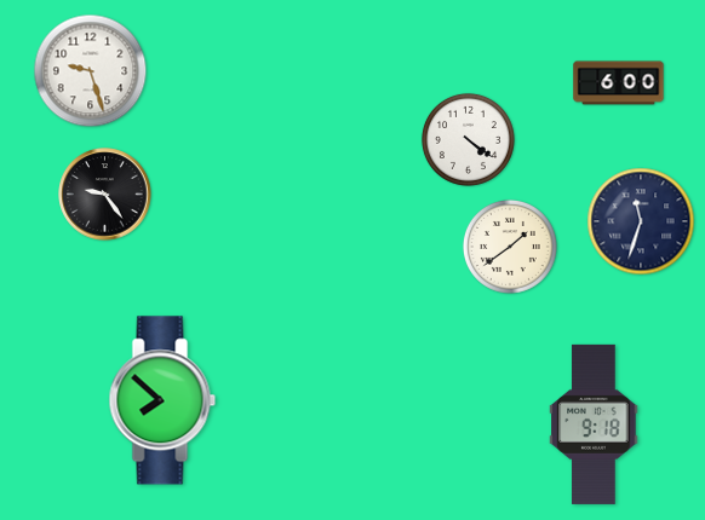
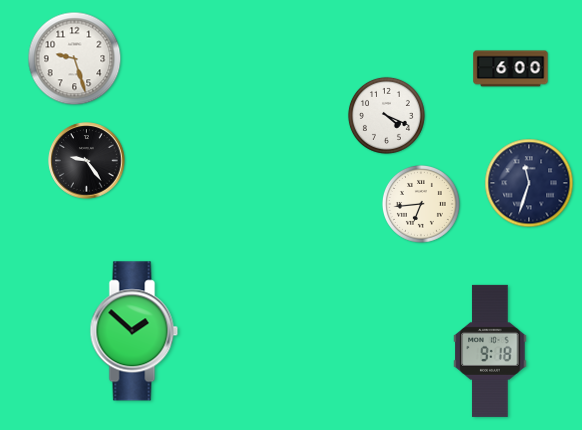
clock at (468, 139): 4:21 -> 4:19
clock at (510, 247): 1:39 -> 6:44
clock at (162, 400): 7:52 -> 1:52
